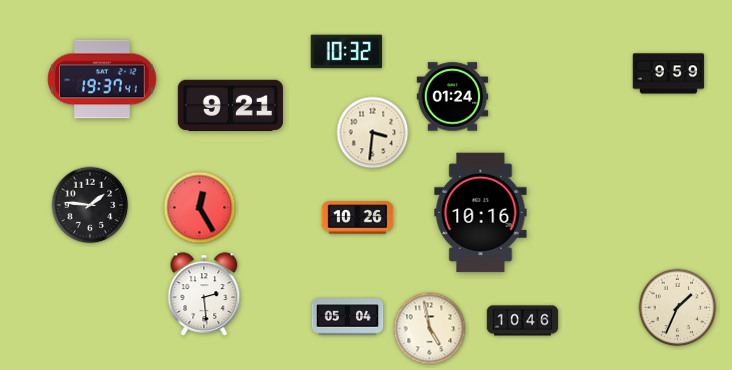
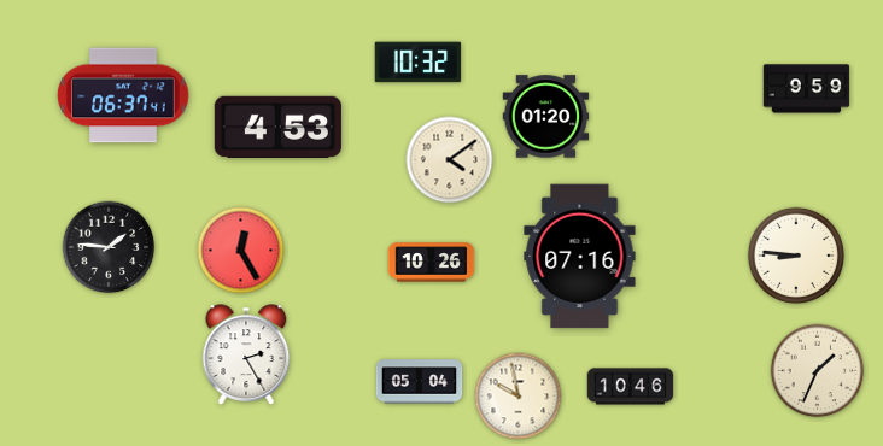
clock at (102, 79): 19:37 -> 06:37
clock at (453, 97): 01:24 -> 01:20
clock at (230, 105): 9:21 -> 4:53
clock at (373, 133): 3:31 -> 4:09
clock at (796, 256): none -> 8:46
clock at (481, 213): 10:16 -> 07:16
clock at (204, 294): 2:29 -> 2:25
clock at (430, 329): 4:58 -> 9:58
